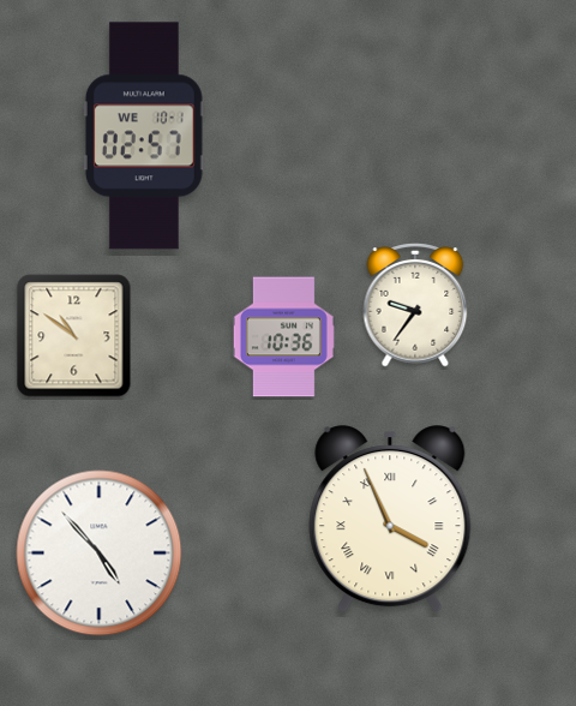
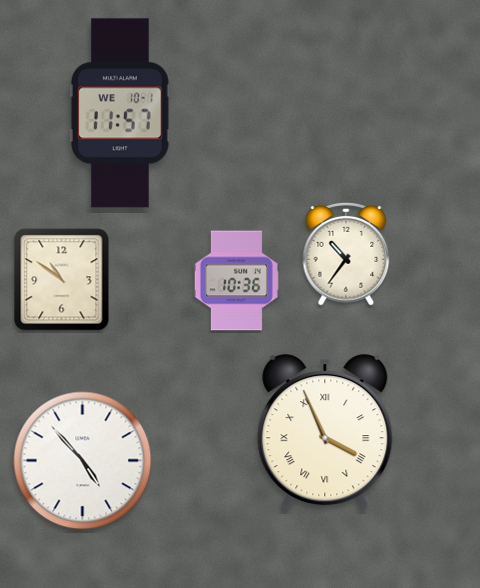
clock at (144, 136): 02:57 -> 11:57
clock at (415, 306): 9:36 -> 10:36
